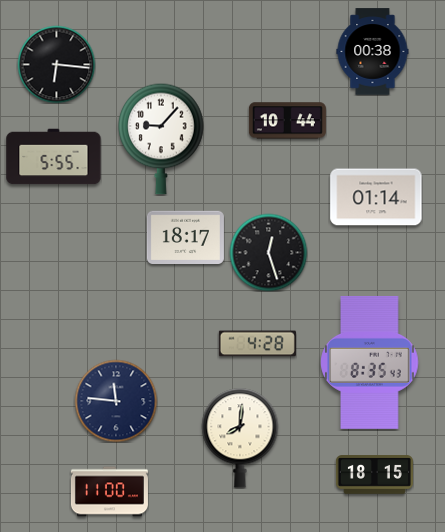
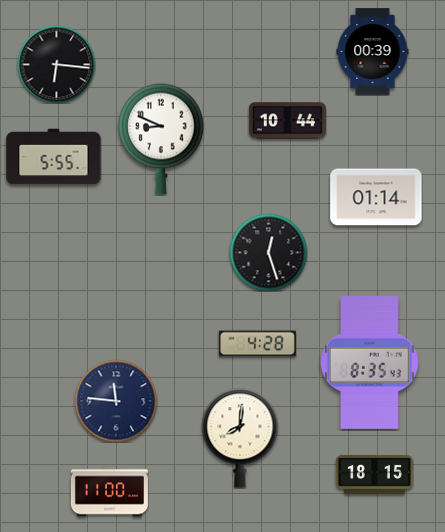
clock at (373, 52): 00:38 -> 00:39
clock at (161, 139): 9:07 -> 8:49
clock at (185, 237): 18:17 -> none
